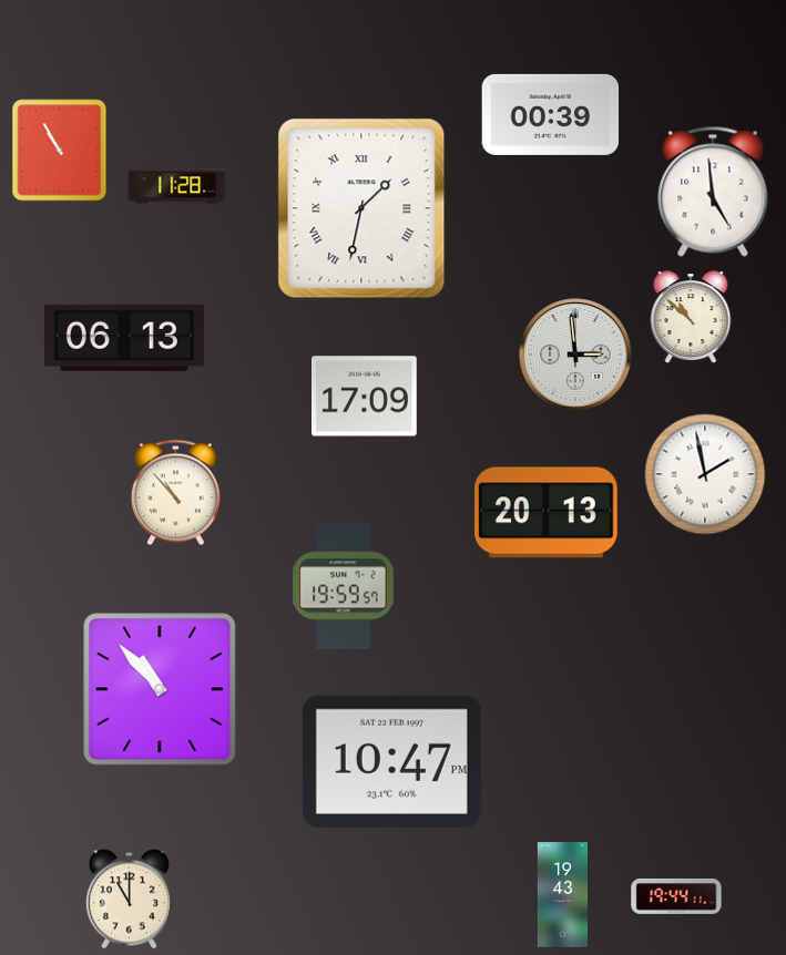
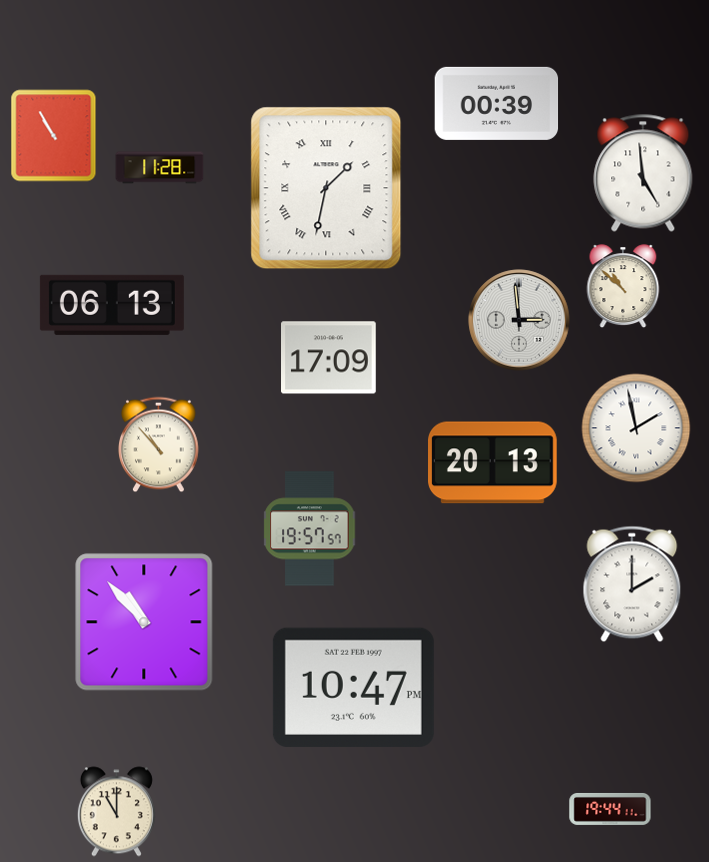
clock at (344, 586): 19:59 -> 19:57
clock at (632, 584): none -> 2:00
clock at (562, 895): 19:43 -> none
